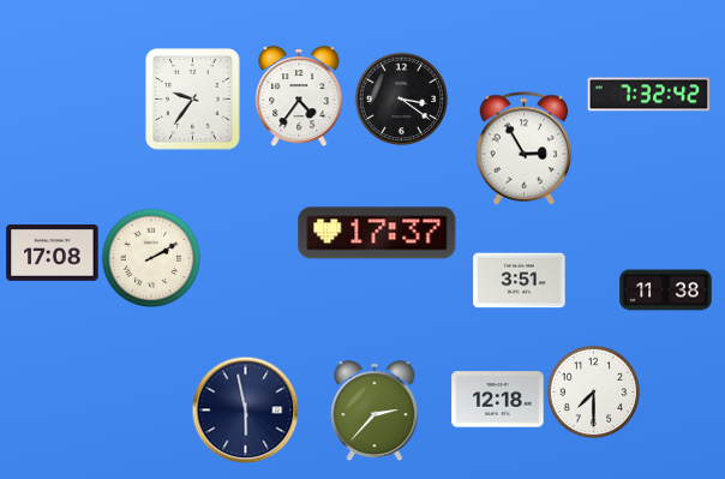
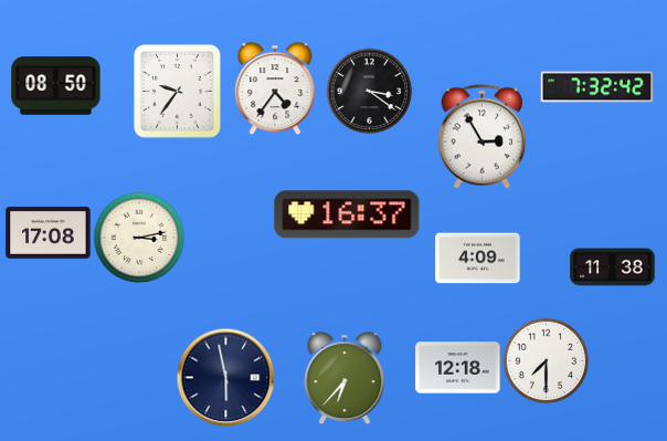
clock at (56, 86): none -> 08:50
clock at (377, 233): 17:37 -> 16:37
clock at (151, 258): 2:10 -> 3:13
clock at (520, 281): 3:51 -> 4:09
clock at (375, 411): 2:37 -> 6:37
